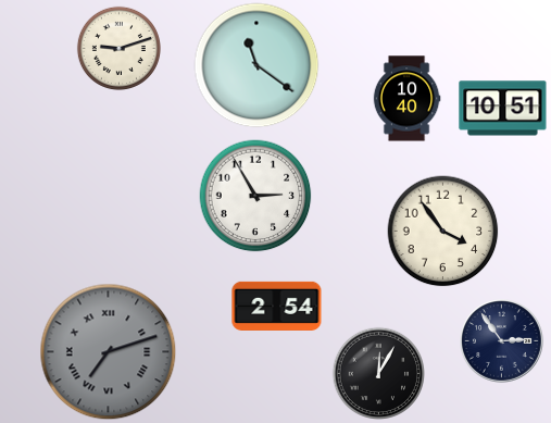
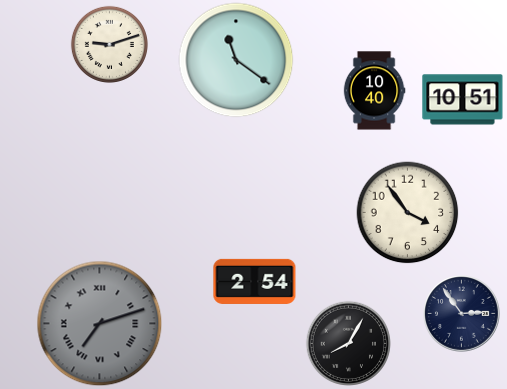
clock at (255, 196): 2:55 -> none
clock at (378, 373): 12:05 -> 8:05
